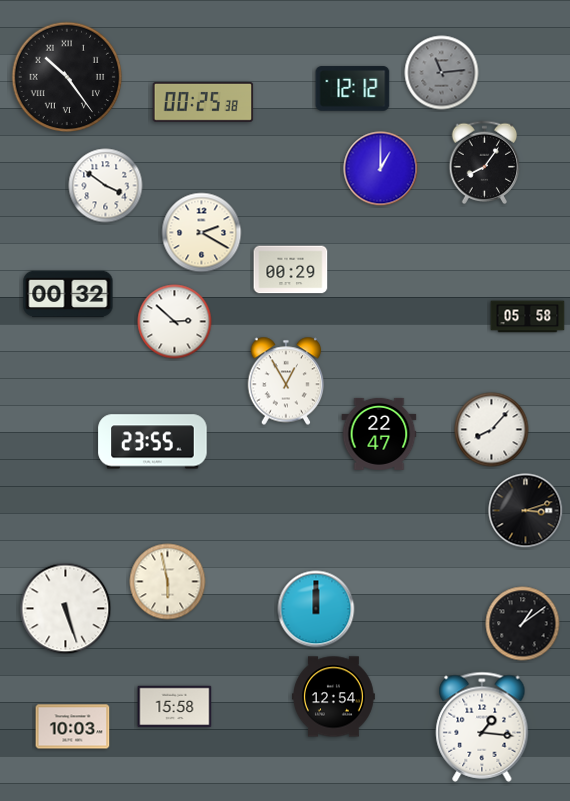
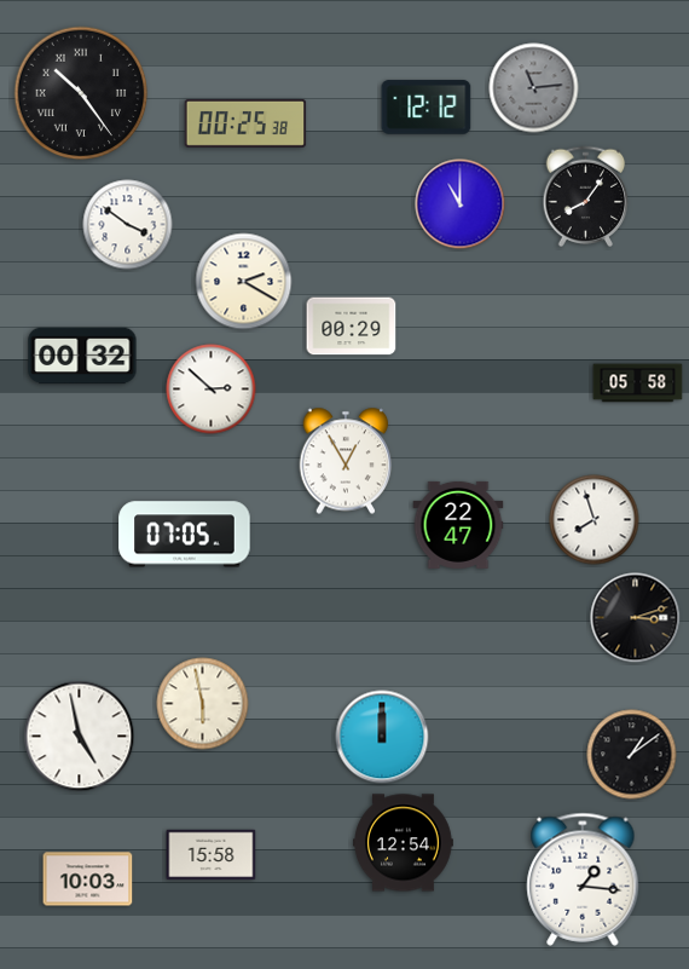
clock at (381, 169): 1:00 -> 11:00
clock at (492, 430): 8:07 -> 7:57
clock at (153, 442): 23:55 -> 07:05
clock at (66, 609): 5:27 -> 4:58
